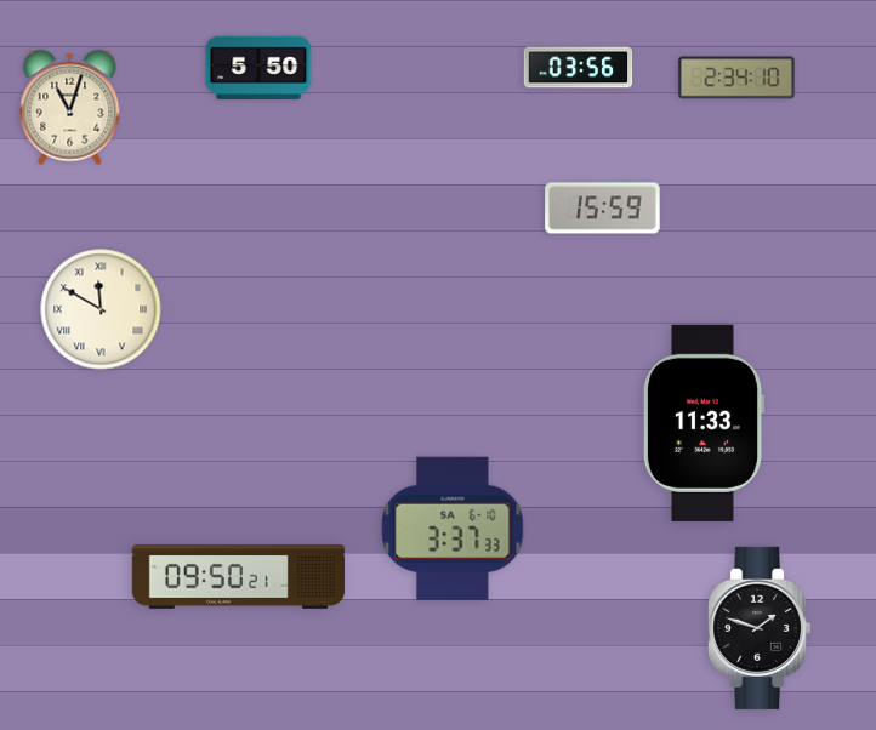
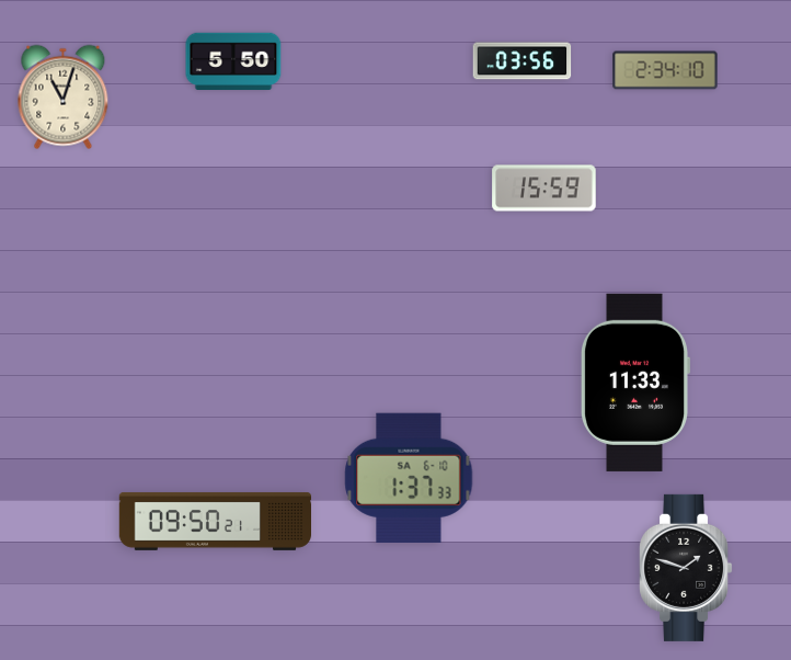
clock at (101, 309): 11:50 -> none
clock at (453, 529): 3:37 -> 1:37
